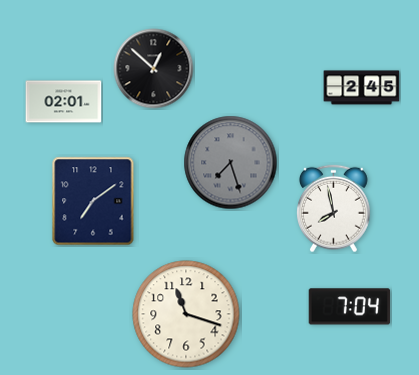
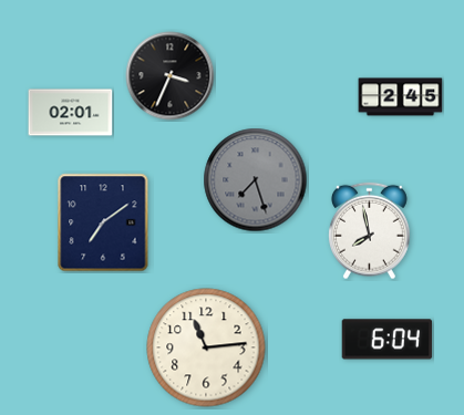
clock at (154, 69): 12:52 -> 3:34
clock at (350, 307): 7:04 -> 6:04
clock at (186, 314): 11:18 -> 11:14
